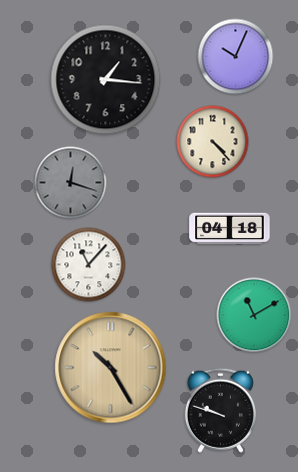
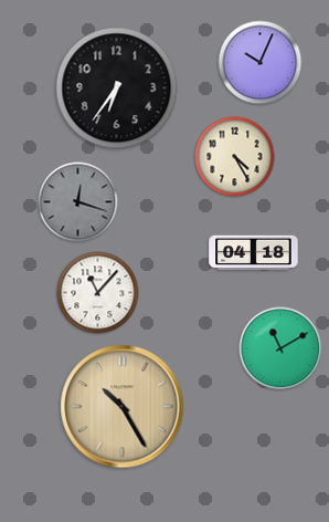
clock at (106, 80): 1:16 -> 6:36
clock at (213, 142): 4:23 -> 4:25
clock at (220, 410): 9:48 -> none
